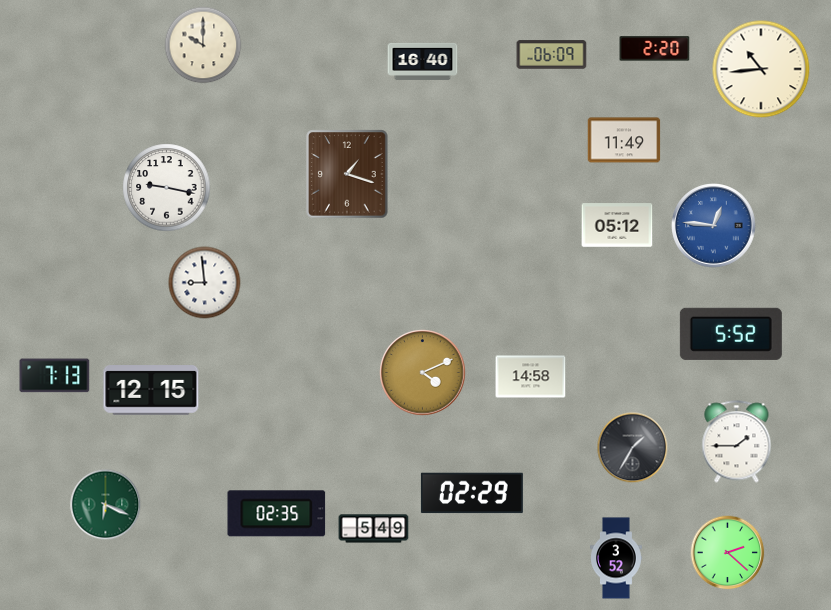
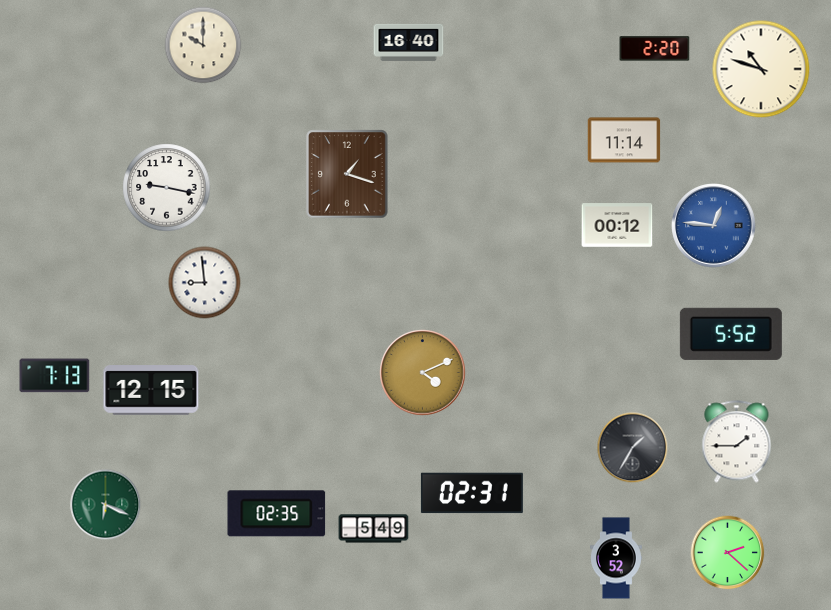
clock at (552, 55): 06:09 -> none
clock at (423, 61) position: (423, 61) -> (409, 42)
clock at (761, 69): 10:44 -> 10:48
clock at (624, 140): 11:49 -> 11:14
clock at (617, 225): 05:12 -> 00:12
clock at (531, 377): 14:58 -> none
clock at (472, 493): 02:29 -> 02:31
